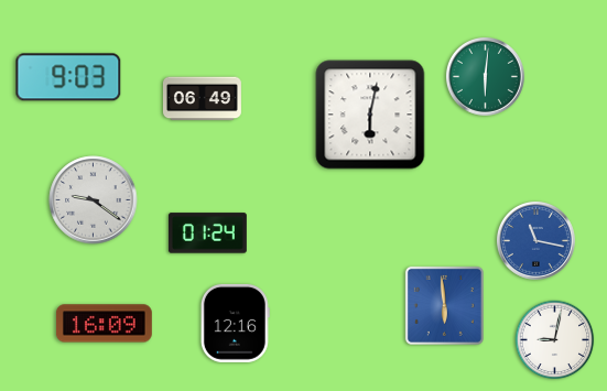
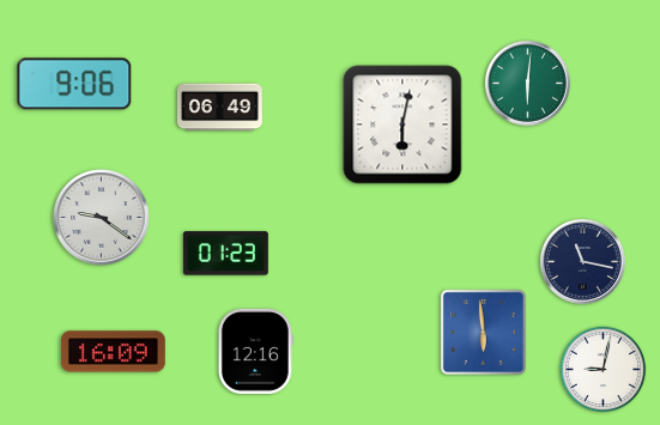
clock at (68, 77): 9:03 -> 9:06
clock at (207, 233): 01:24 -> 01:23
clock at (535, 240) dial: blue -> navy
